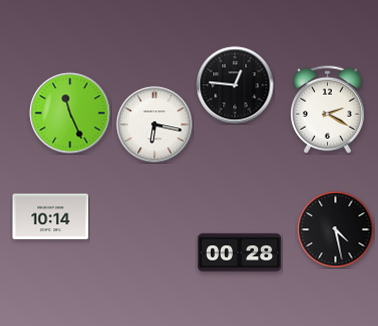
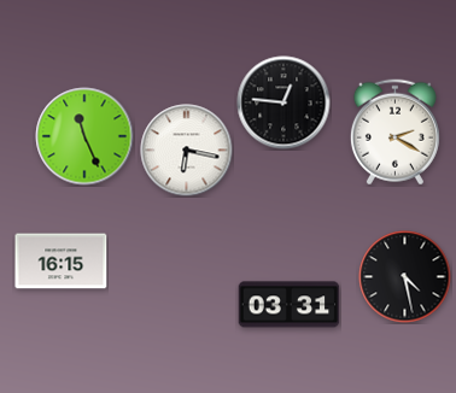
clock at (51, 217): 10:14 -> 16:15
clock at (240, 253): 00:28 -> 03:31
